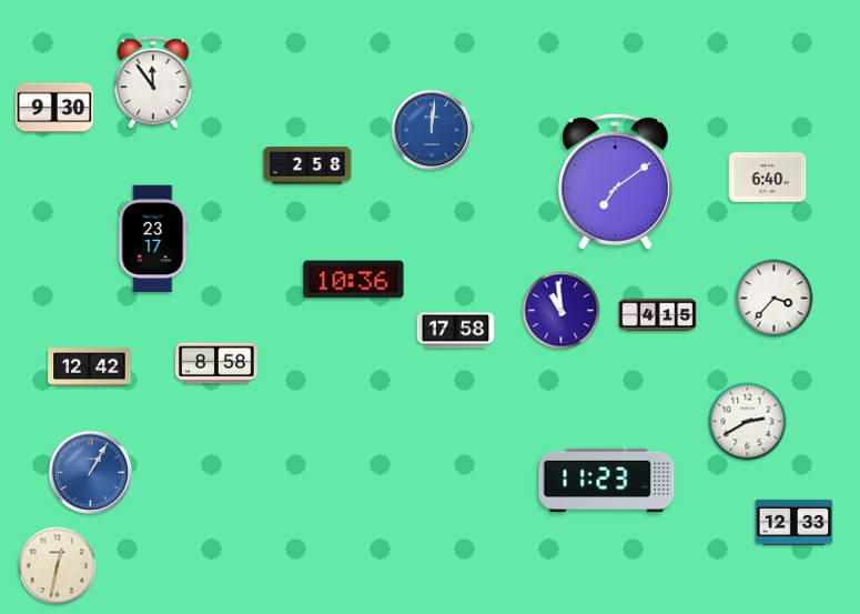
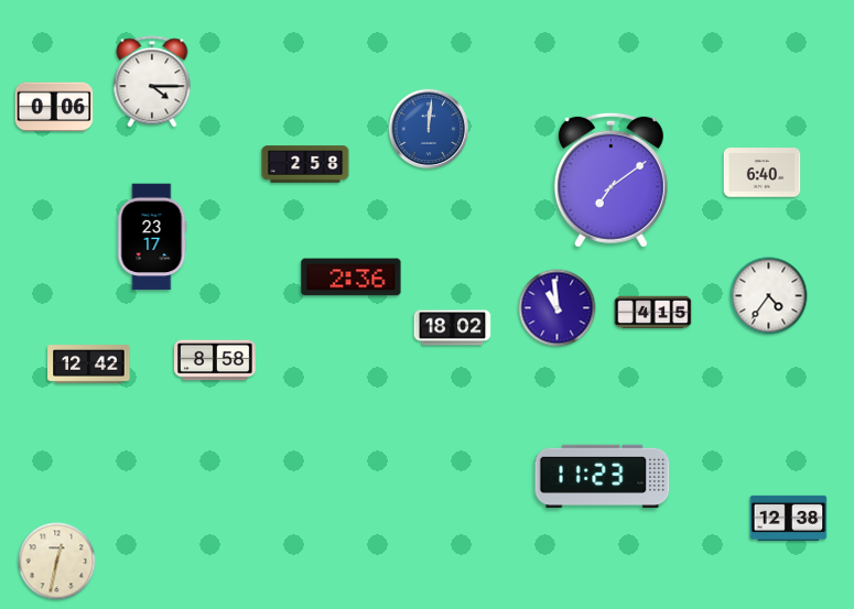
clock at (153, 82): 11:54 -> 4:15
clock at (54, 108): 9:30 -> 0:06
clock at (768, 178) position: (768, 178) -> (763, 173)
clock at (354, 280): 10:36 -> 2:36
clock at (775, 299): 3:37 -> 4:36
clock at (456, 331): 17:58 -> 18:02
clock at (748, 422): 2:40 -> none
clock at (90, 472): 1:05 -> none
clock at (795, 522): 12:33 -> 12:38
